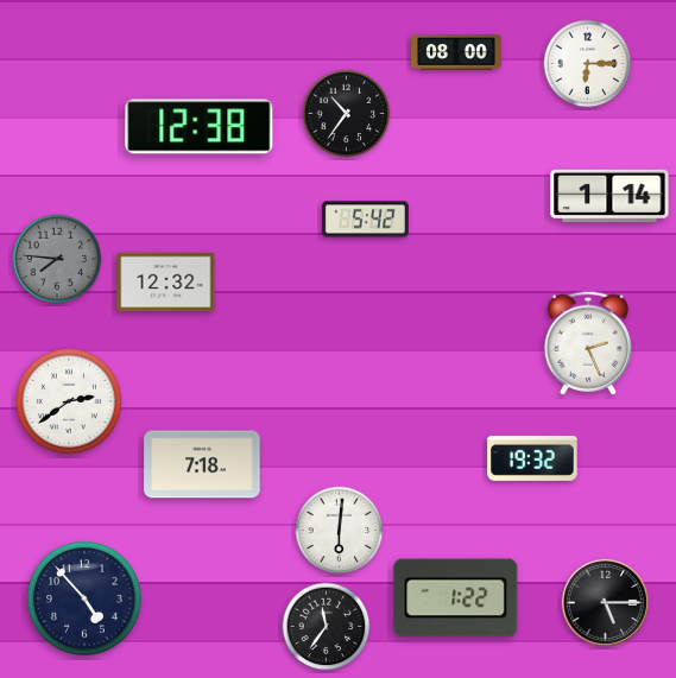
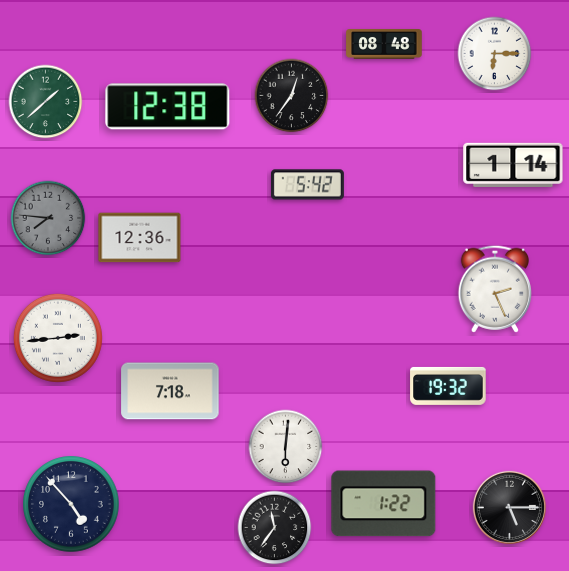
clock at (456, 52): 08:00 -> 08:48
clock at (347, 114): 10:36 -> 12:36
clock at (46, 102): none -> 1:38
clock at (166, 283): 12:32 -> 12:36
clock at (69, 401): 2:39 -> 2:44
